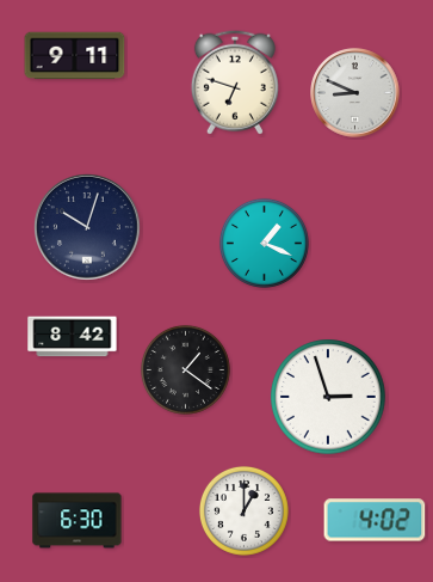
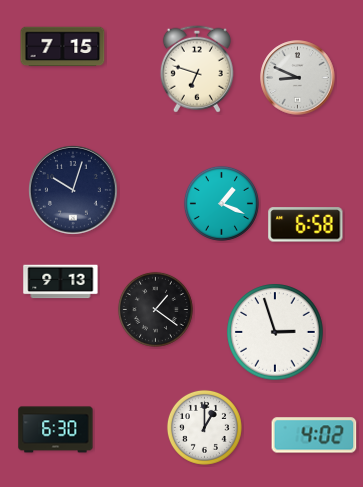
clock at (75, 56): 9:11 -> 7:15
clock at (306, 225): none -> 6:58
clock at (73, 337): 8:42 -> 9:13
clock at (78, 521) position: (78, 521) -> (56, 430)
